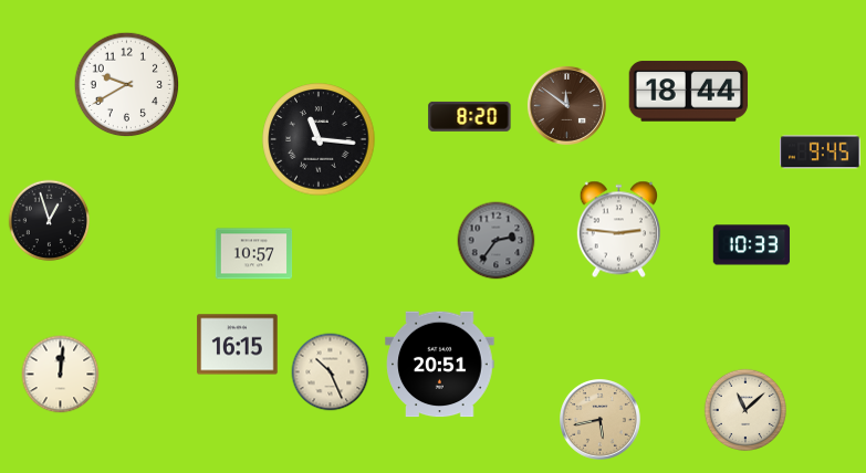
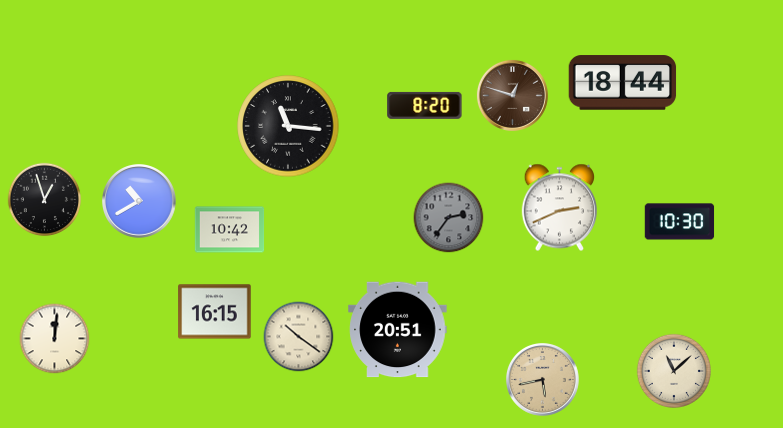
clock at (127, 85): 9:40 -> none
clock at (566, 105): 11:51 -> 12:48
clock at (821, 153): 9:45 -> none
clock at (139, 201): none -> 10:40
clock at (618, 230): 2:46 -> 2:41
clock at (752, 245): 10:33 -> 10:30
clock at (254, 254): 10:57 -> 10:42
clock at (331, 372): 10:26 -> 10:21
